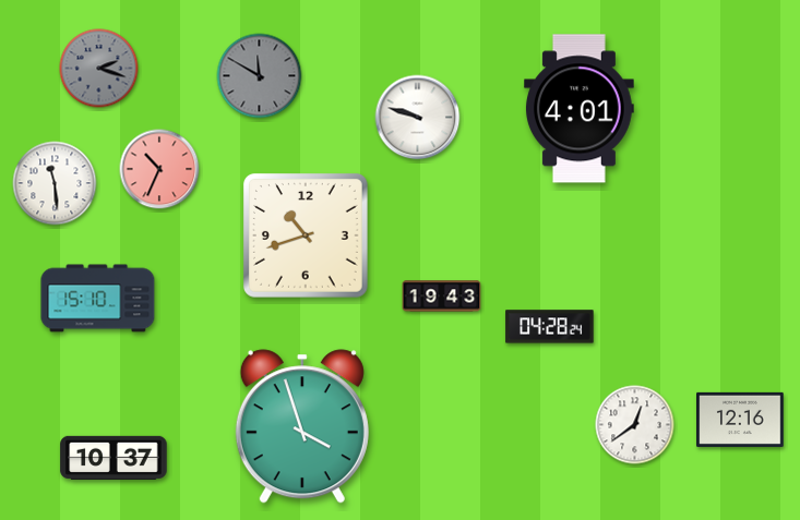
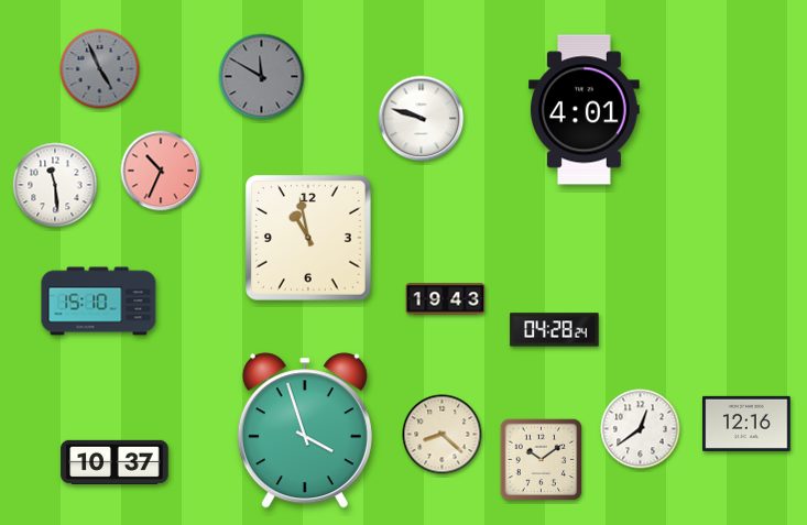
clock at (99, 69): 2:18 -> 4:56
clock at (306, 235): 10:42 -> 10:58
clock at (443, 435): none -> 8:22
clock at (542, 460): none -> 10:09
